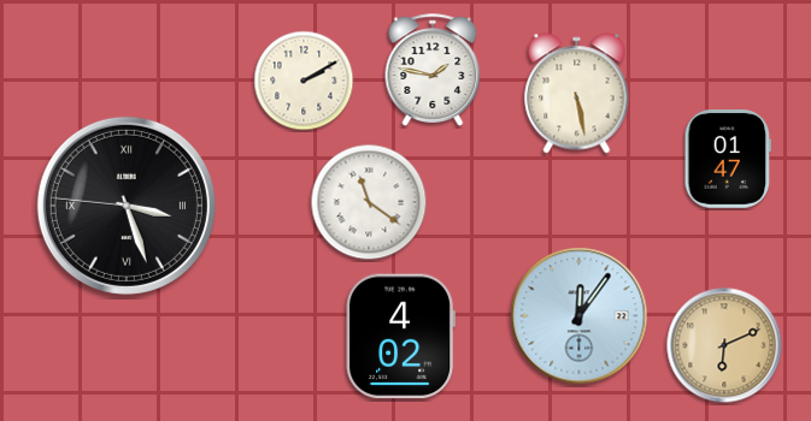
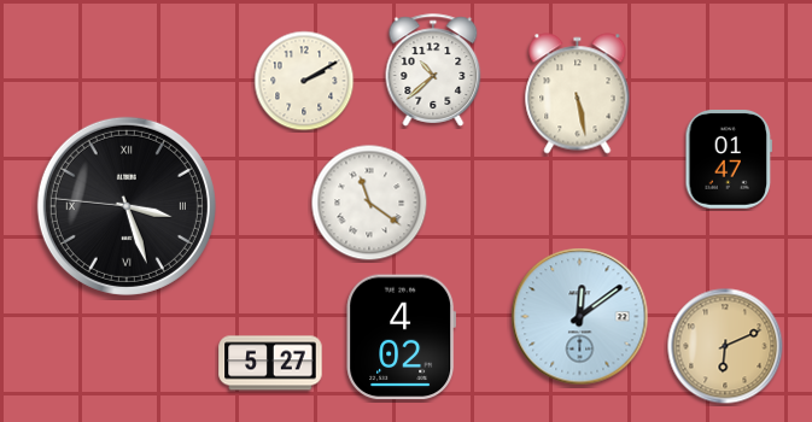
clock at (433, 70): 1:47 -> 10:38
clock at (580, 316): 12:06 -> 12:09
clock at (270, 363): none -> 5:27
